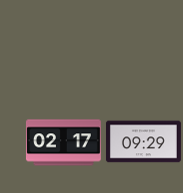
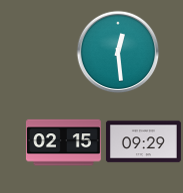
clock at (118, 52): none -> 12:29
clock at (63, 143): 02:17 -> 02:15
